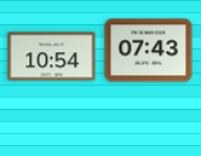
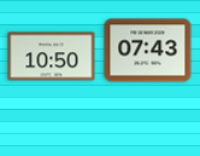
clock at (52, 57): 10:54 -> 10:50
